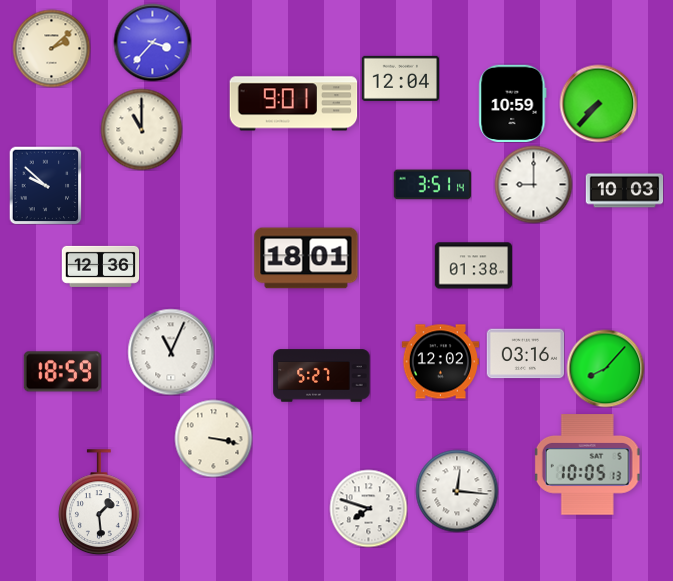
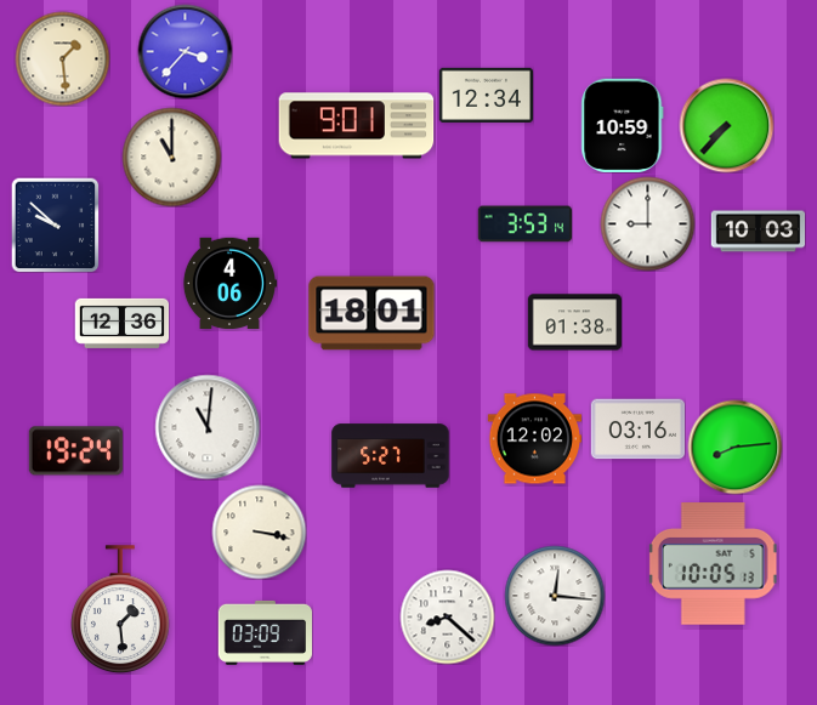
clock at (51, 48): 2:08 -> 1:29
clock at (400, 78): 12:04 -> 12:34
clock at (432, 185): 3:51 -> 3:53
clock at (229, 284): none -> 4:06
clock at (171, 352): 11:04 -> 11:01
clock at (605, 368): 8:07 -> 8:14
clock at (62, 372): 18:59 -> 19:24
clock at (368, 508): 7:48 -> 8:22
clock at (265, 632): none -> 03:09
